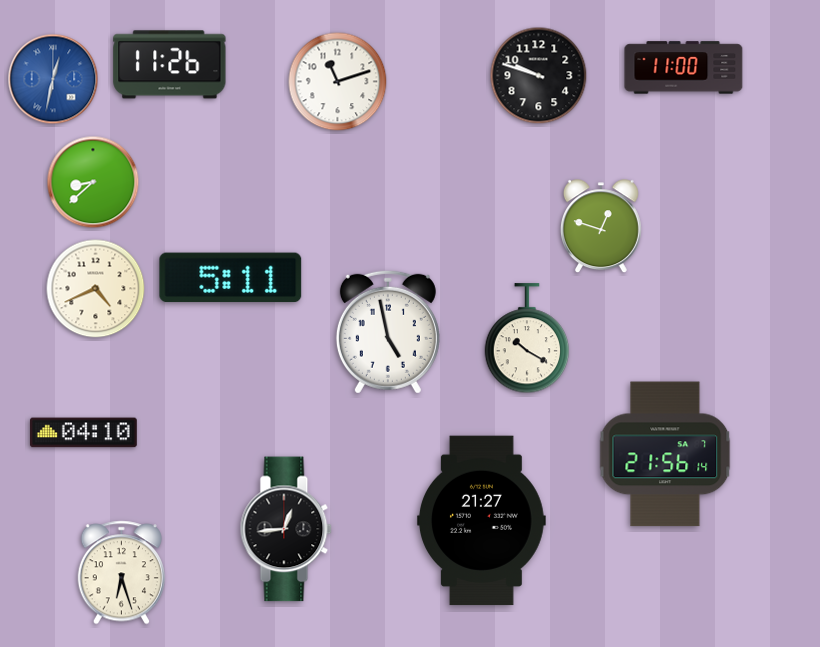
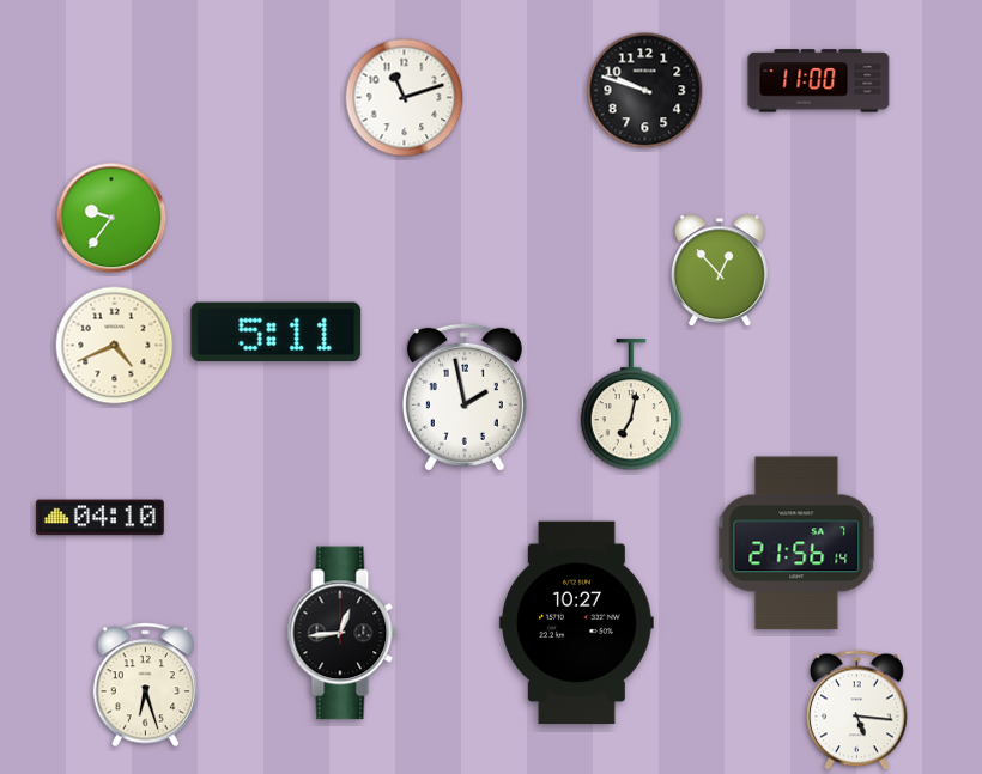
clock at (170, 65): 11:26 -> none
clock at (53, 79): 12:32 -> none
clock at (93, 182): 8:38 -> 9:36
clock at (601, 227): 12:48 -> 12:53
clock at (388, 332): 4:58 -> 1:58
clock at (527, 339): 10:20 -> 7:02
clock at (482, 521): 21:27 -> 10:27
clock at (857, 711): none -> 5:16
